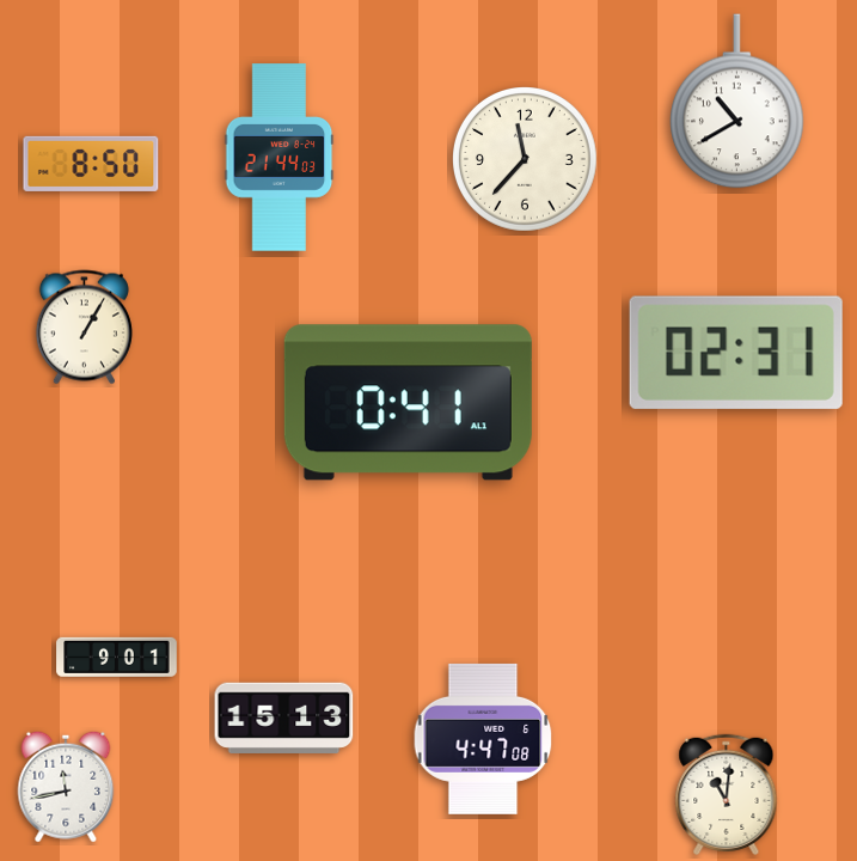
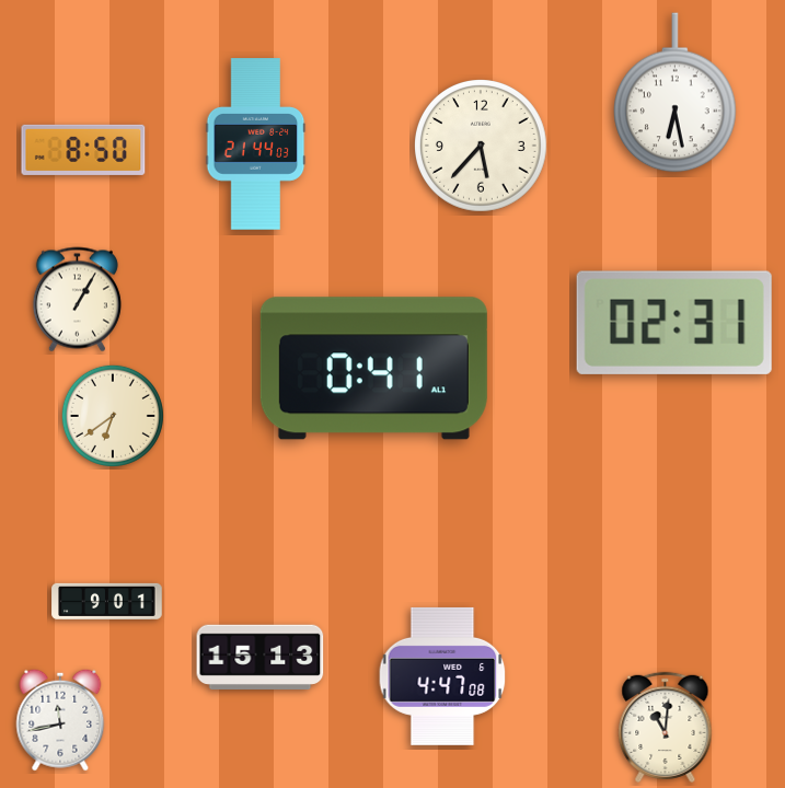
clock at (737, 102): 10:40 -> 6:28
clock at (526, 160): 11:37 -> 5:37
clock at (113, 416): none -> 6:39
